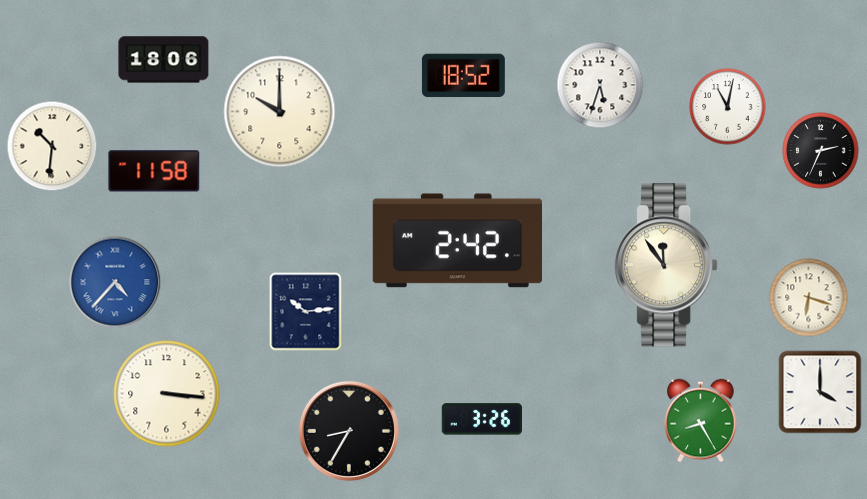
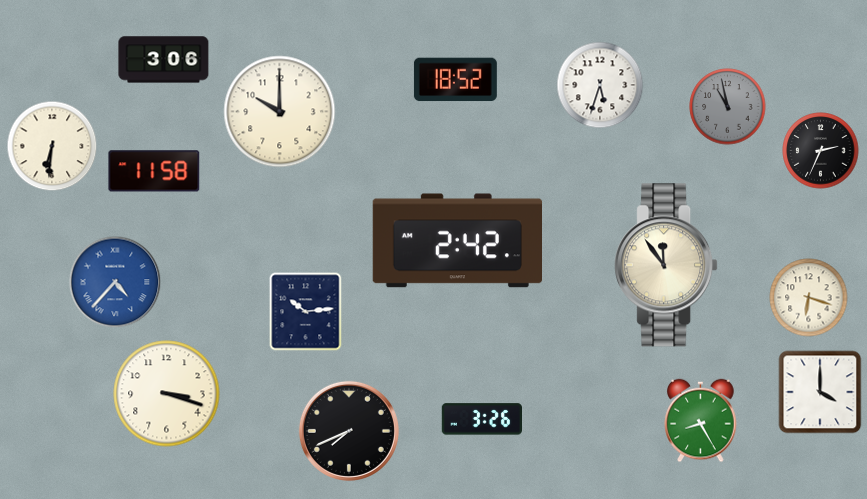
clock at (164, 60): 18:06 -> 3:06
clock at (463, 76) position: (463, 76) -> (455, 80)
clock at (728, 107): 11:02 -> 10:58
clock at (728, 107) dial: white -> grey
clock at (52, 146): 10:31 -> 6:31
clock at (167, 394): 3:16 -> 3:18
clock at (349, 431): 8:35 -> 7:41
